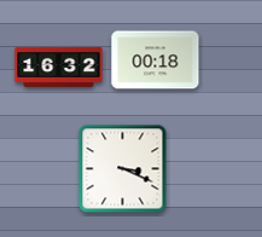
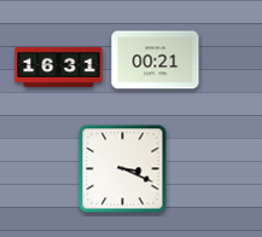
clock at (156, 60): 00:18 -> 00:21
clock at (59, 67): 16:32 -> 16:31
